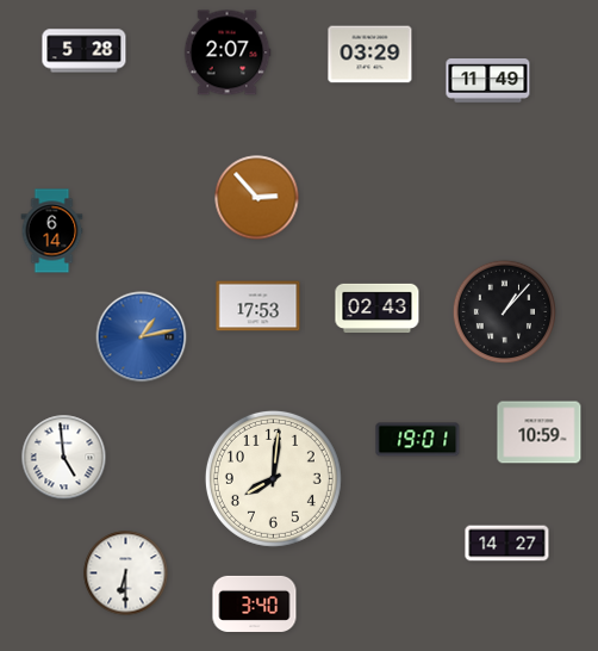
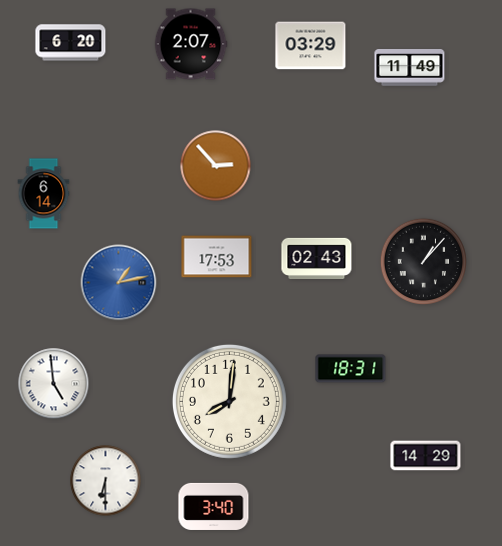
clock at (85, 51): 5:28 -> 6:20
clock at (540, 433): 10:59 -> none
clock at (418, 440): 19:01 -> 18:31
clock at (507, 544): 14:27 -> 14:29
